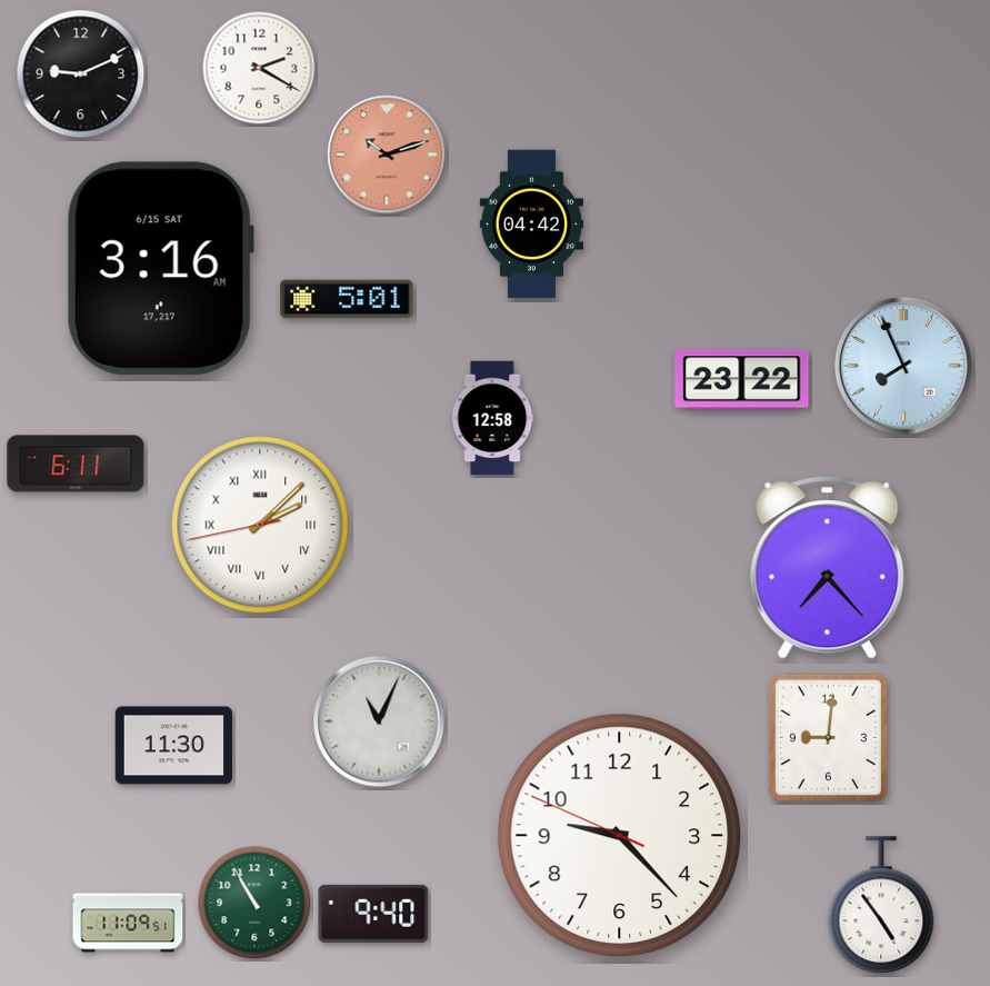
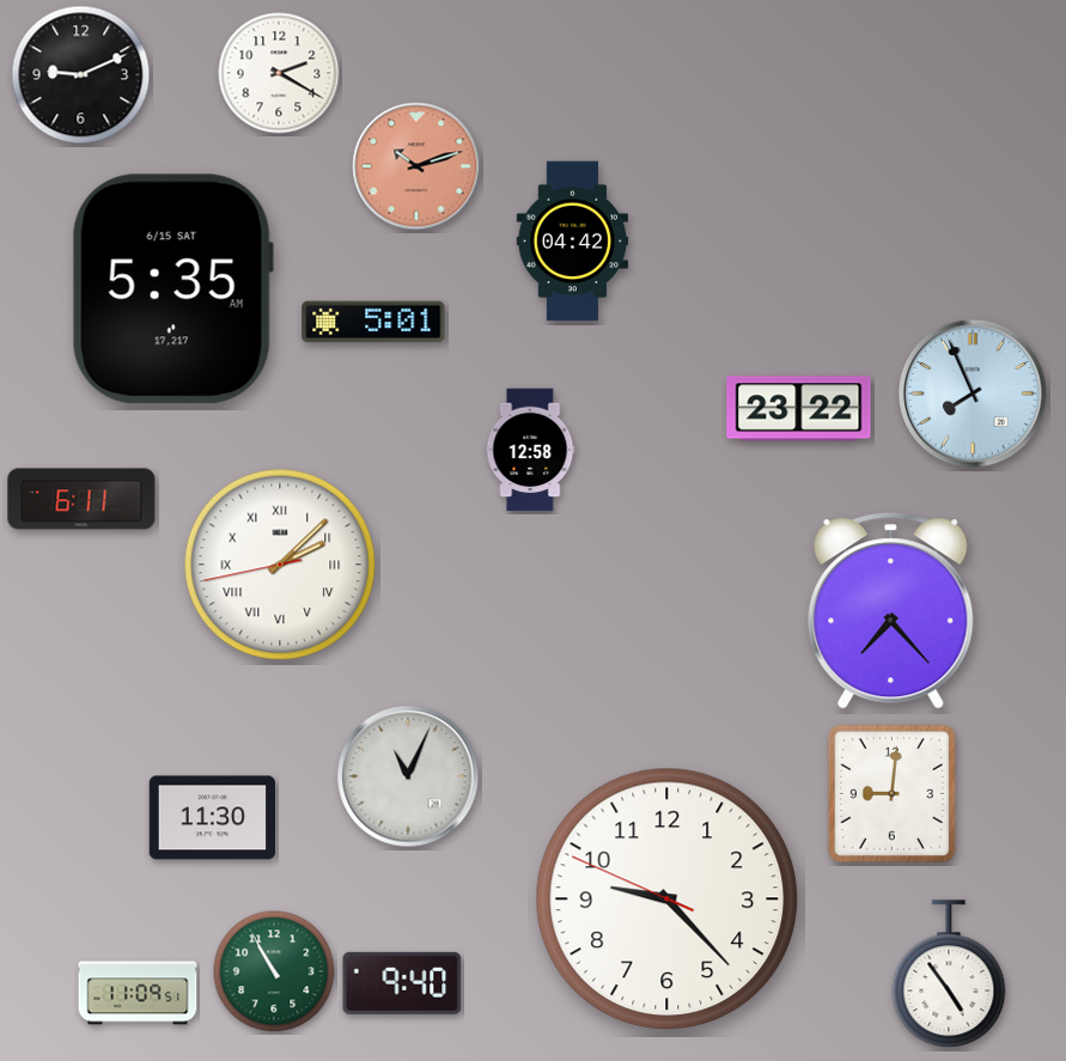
clock at (81, 74) position: (81, 74) -> (81, 75)
clock at (160, 269): 3:16 -> 5:35
clock at (173, 746) position: (173, 746) -> (212, 818)
